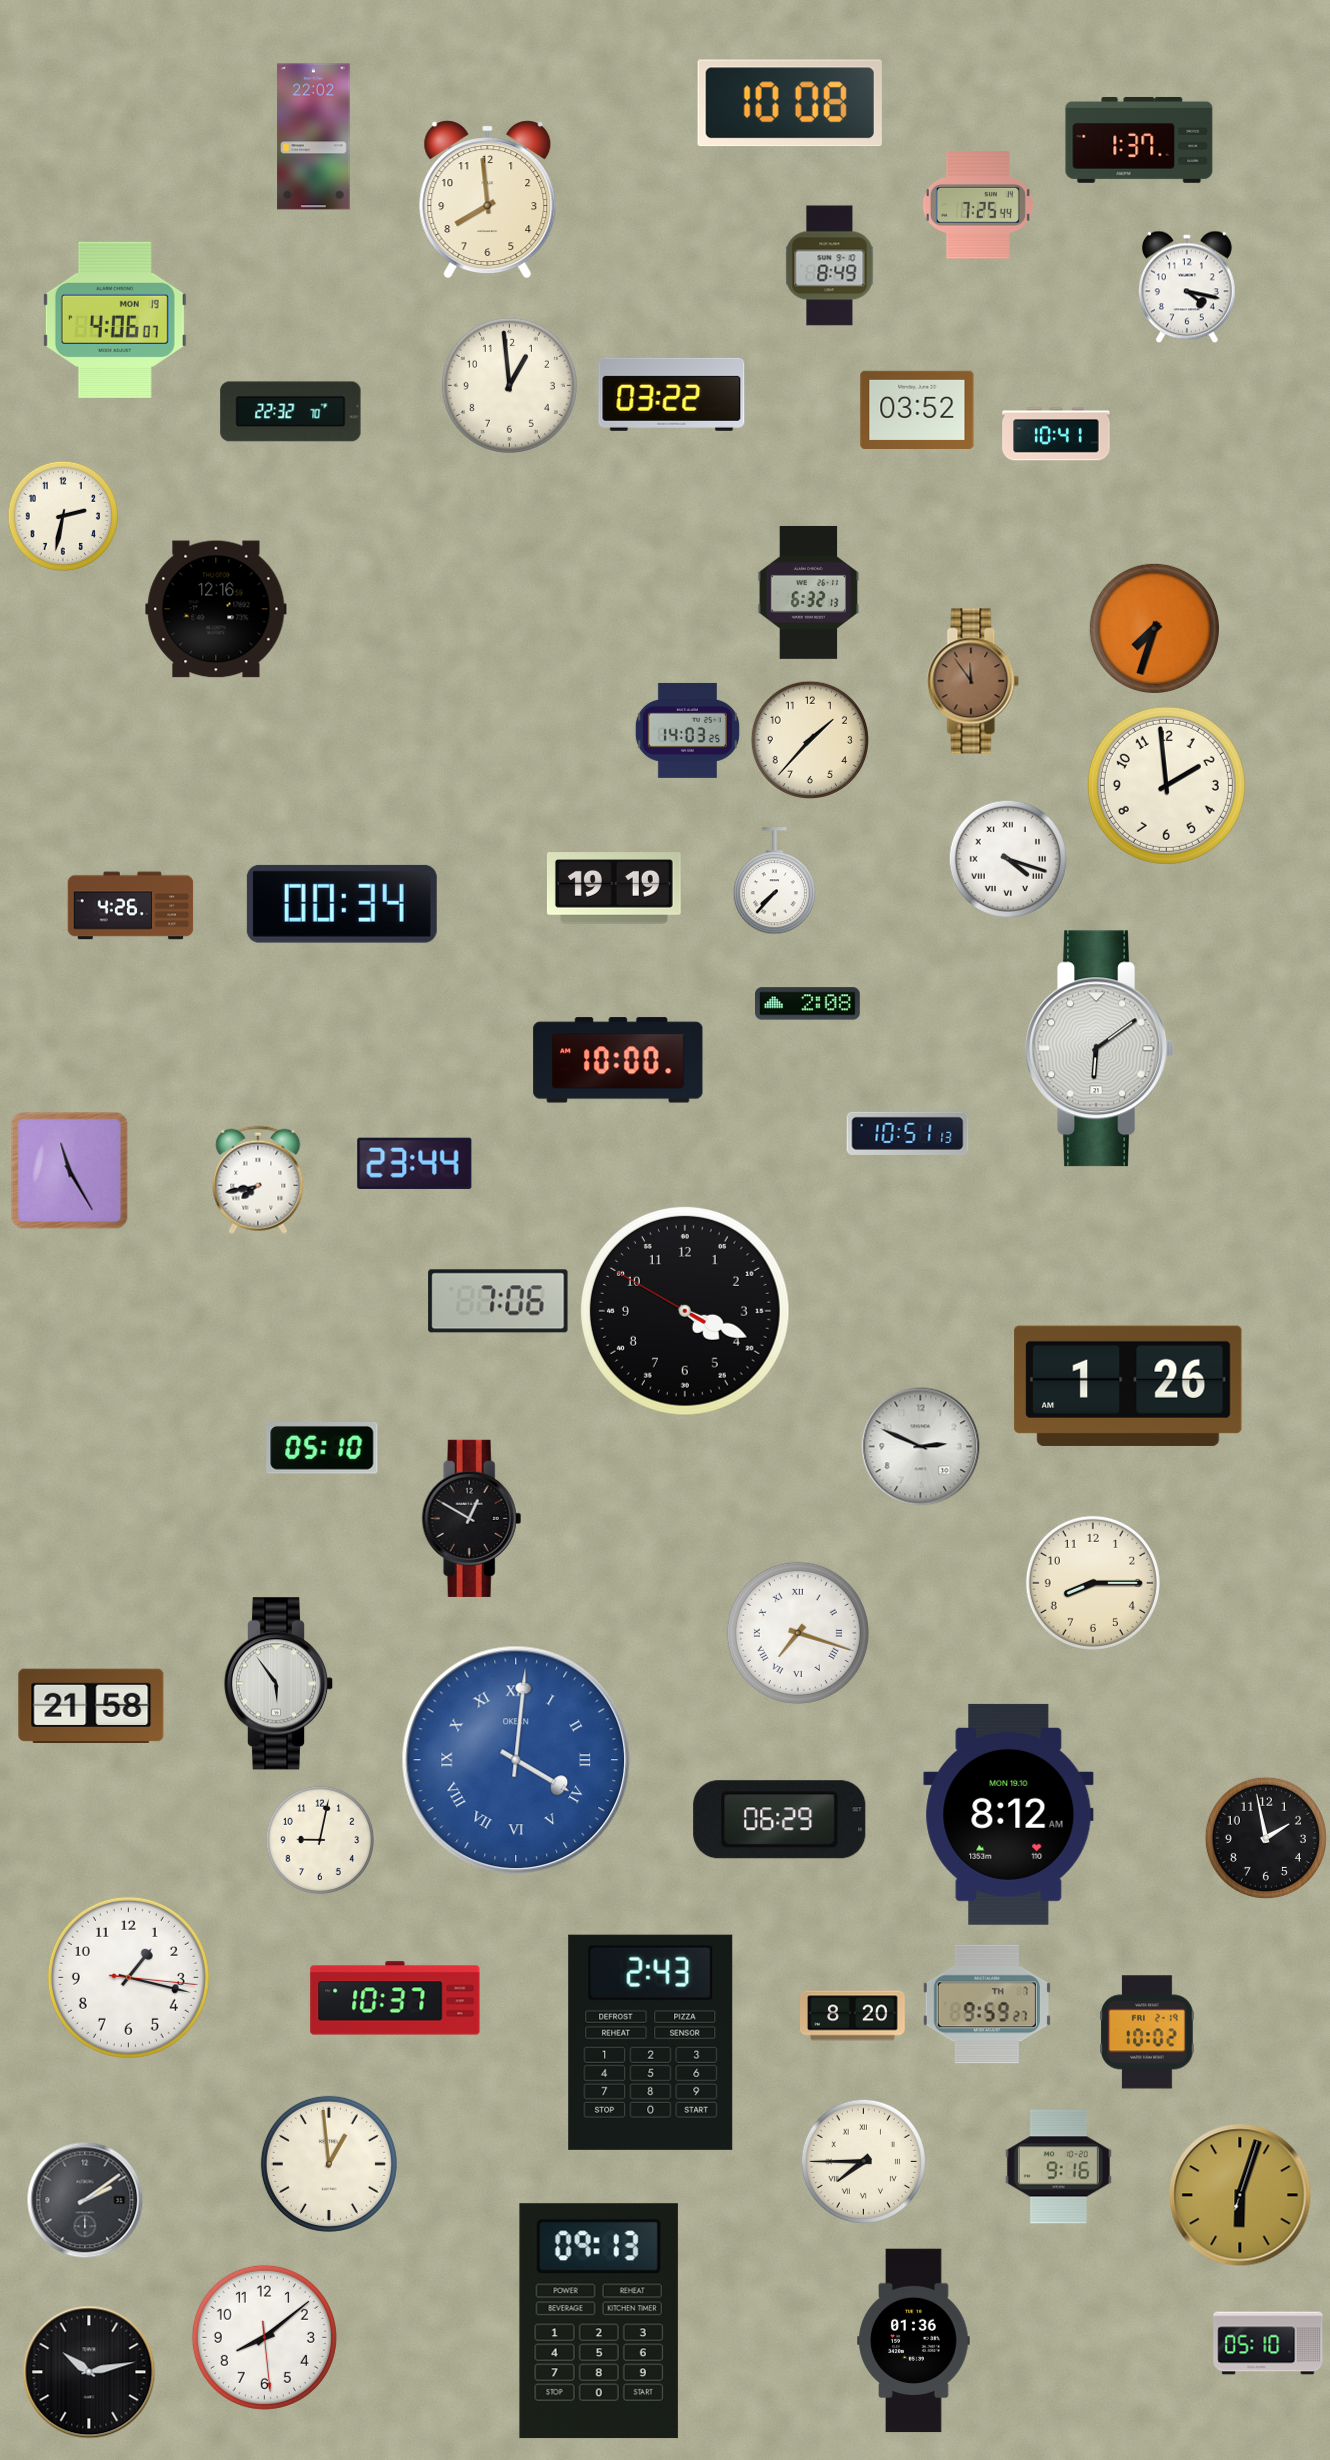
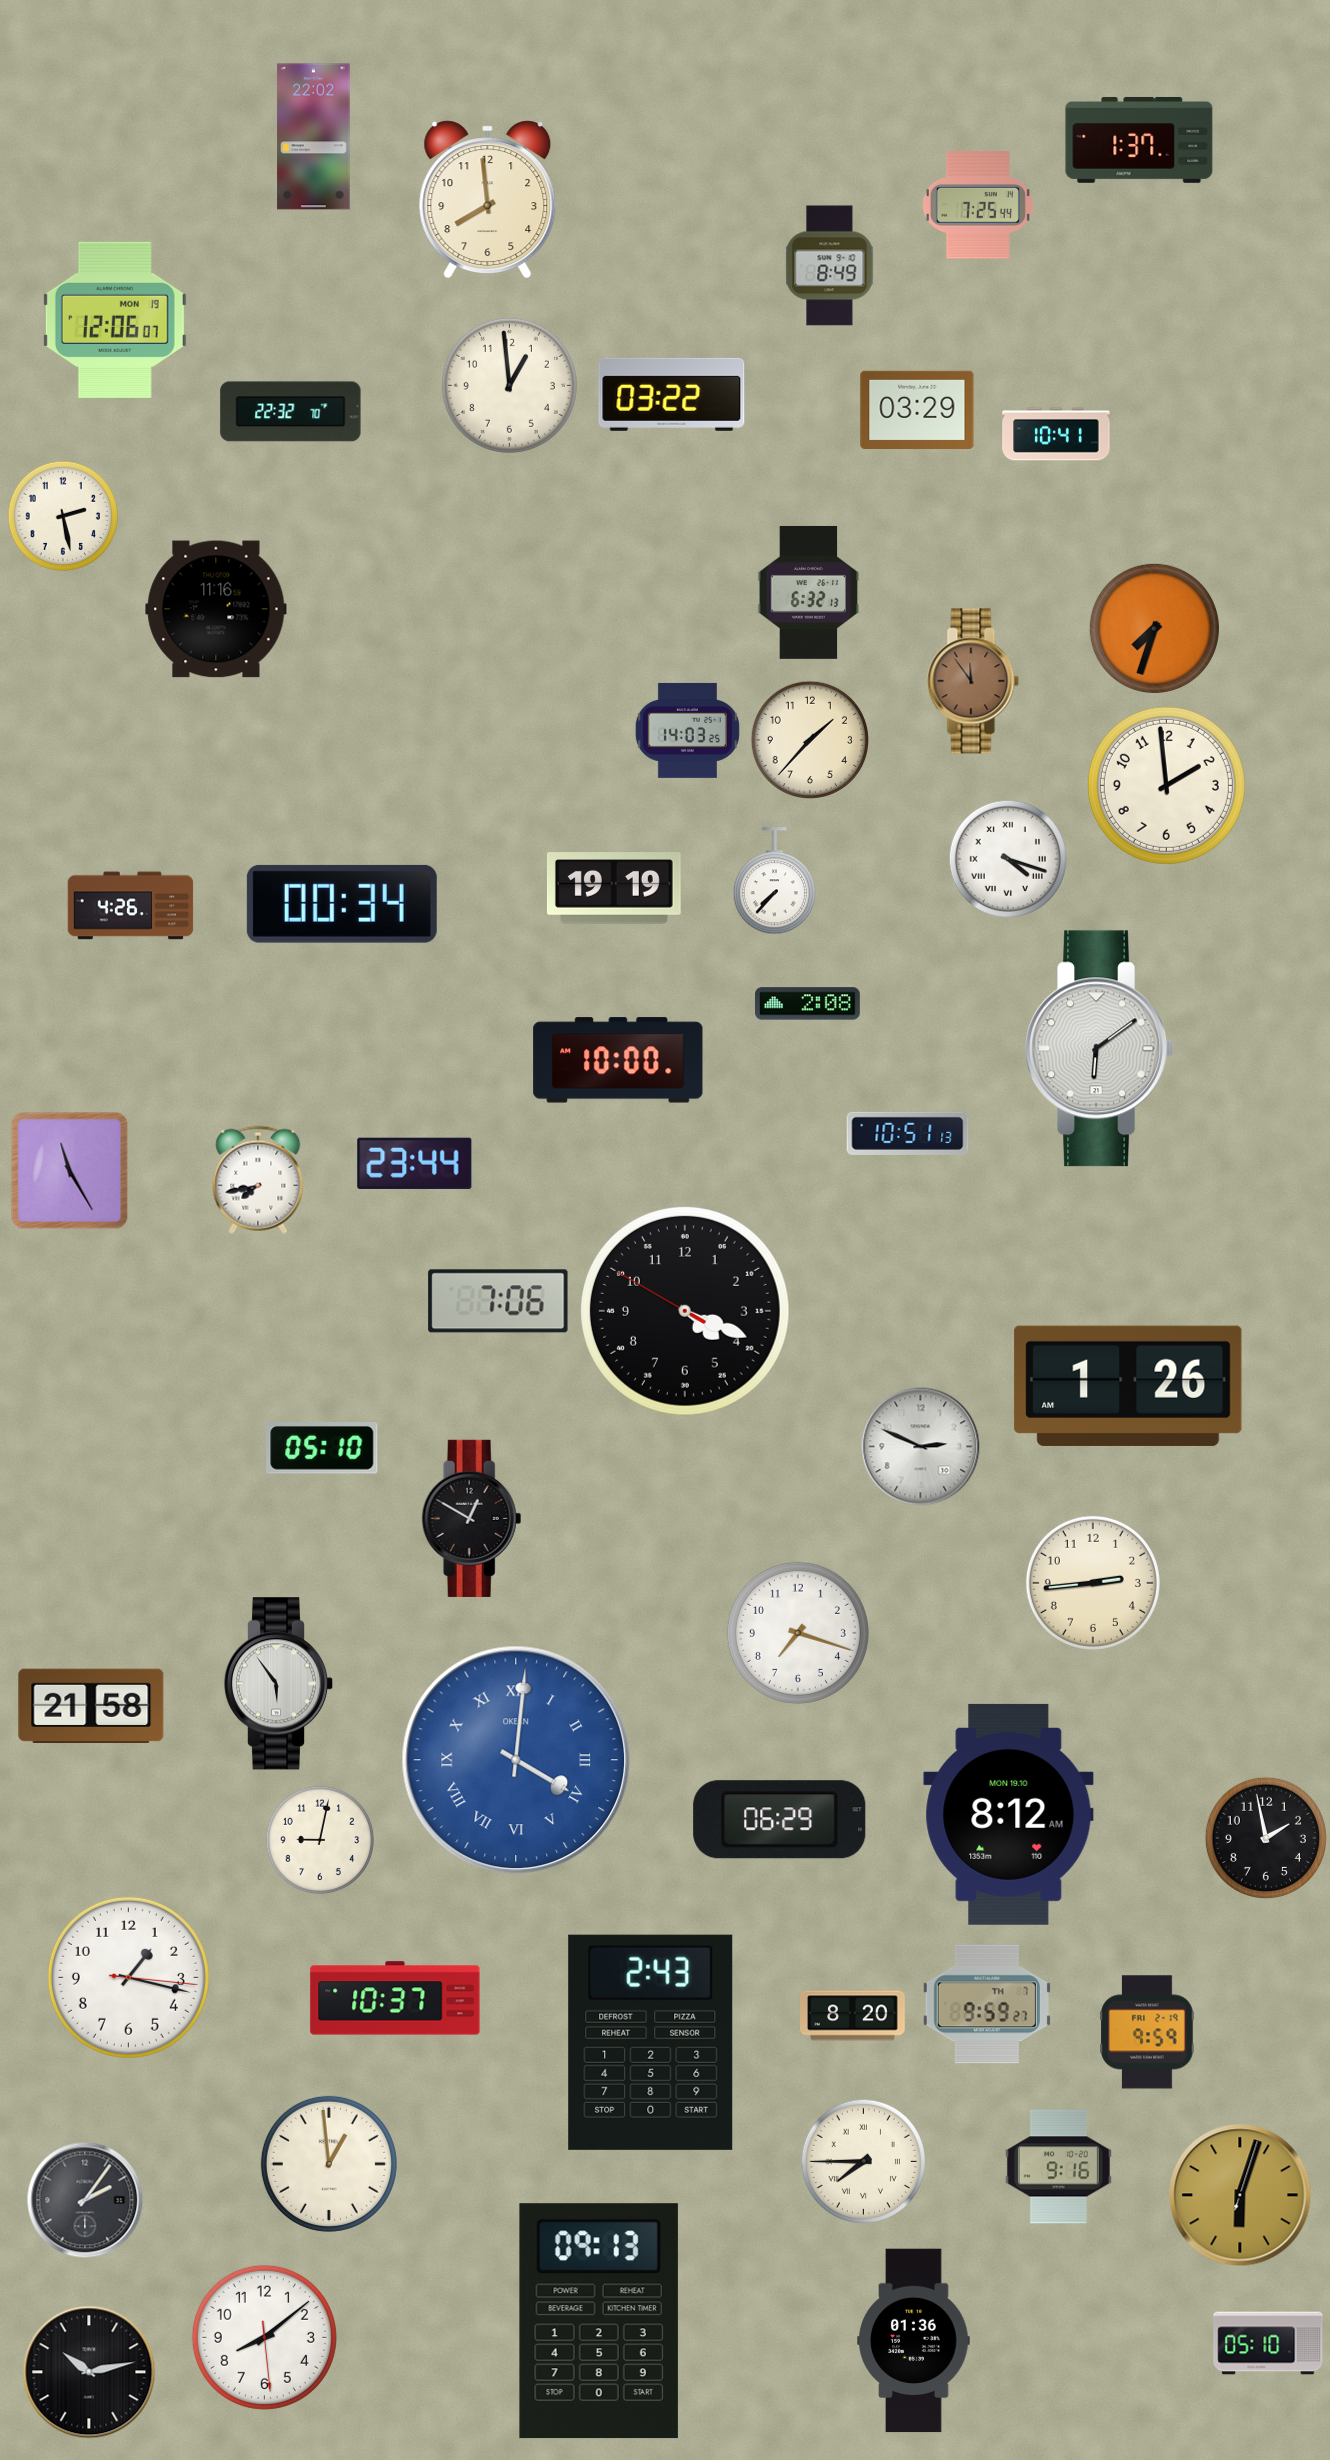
clock at (790, 103): 10:08 -> none
clock at (1187, 287): 4:17 -> none
clock at (115, 320): 4:06 -> 12:06
clock at (917, 409): 03:52 -> 03:29
clock at (63, 516): 2:32 -> 2:28
clock at (216, 609): 12:16 -> 11:16
clock at (1093, 1583): 8:15 -> 2:44
clock at (798, 1633) numerals: Roman -> Arabic
clock at (1147, 2032): 10:02 -> 9:59
clock at (85, 2200): 2:09 -> 2:06
